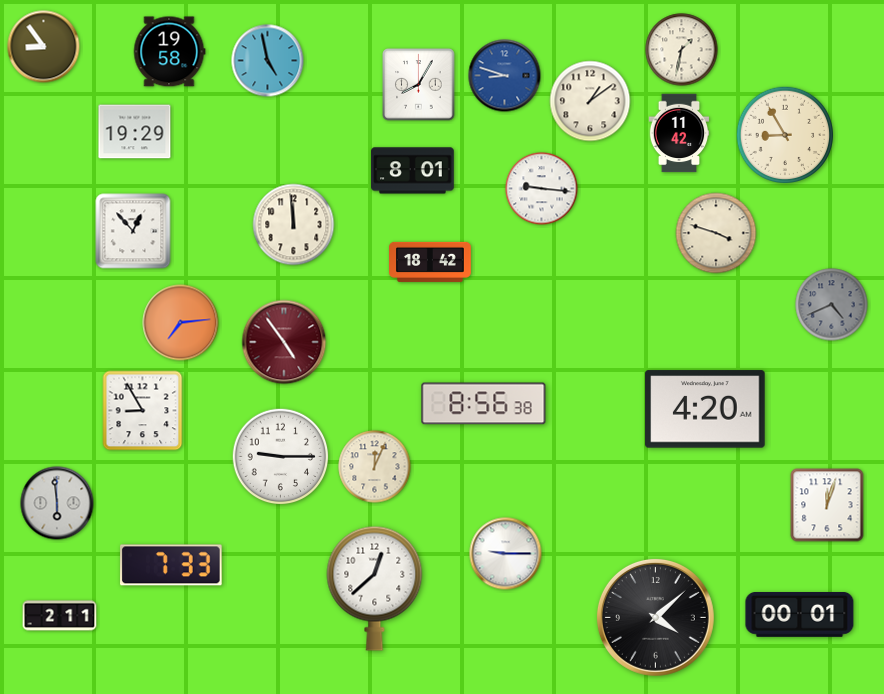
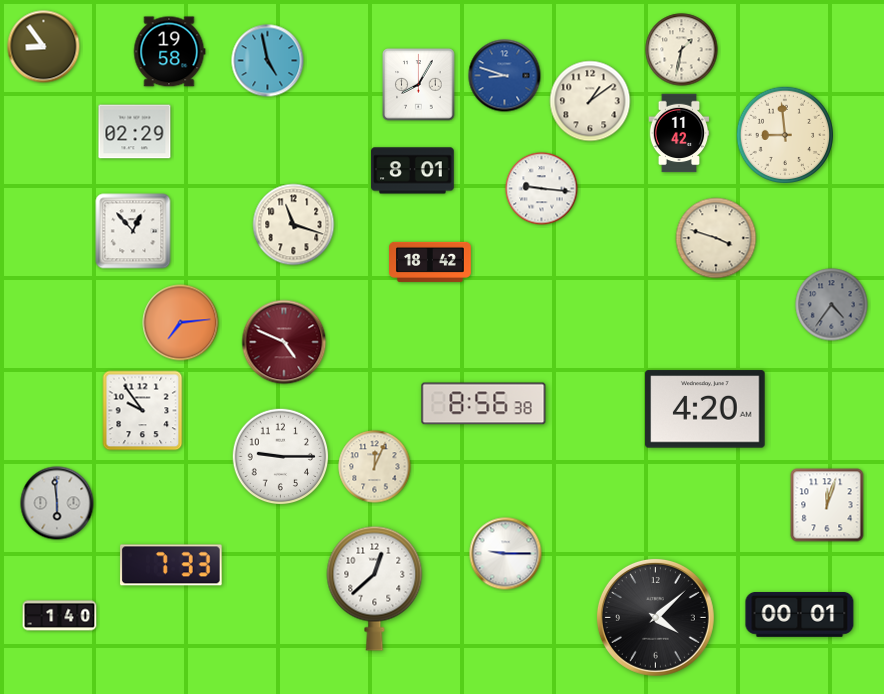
clock at (135, 132): 19:29 -> 02:29
clock at (785, 135): 8:55 -> 8:59
clock at (294, 225): 11:59 -> 11:18
clock at (716, 233) position: (716, 233) -> (716, 238)
clock at (832, 305): 4:41 -> 4:36
clock at (284, 342): 4:54 -> 4:49
clock at (143, 411): 8:55 -> 9:54
clock at (60, 616): 2:11 -> 1:40
